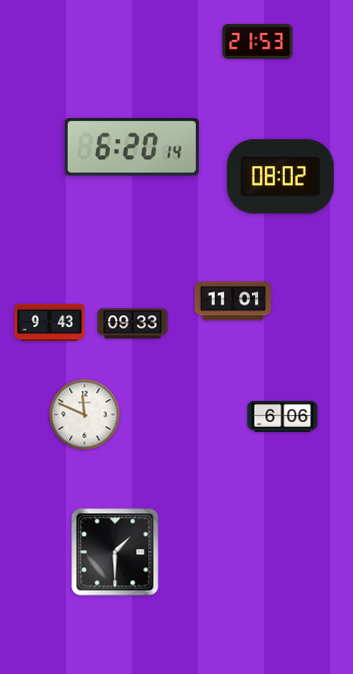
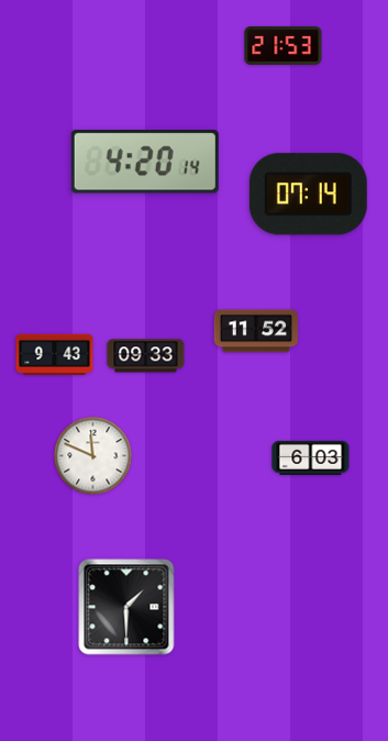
clock at (132, 147): 6:20 -> 4:20
clock at (280, 177): 08:02 -> 07:14
clock at (232, 301): 11:01 -> 11:52
clock at (283, 416): 6:06 -> 6:03
